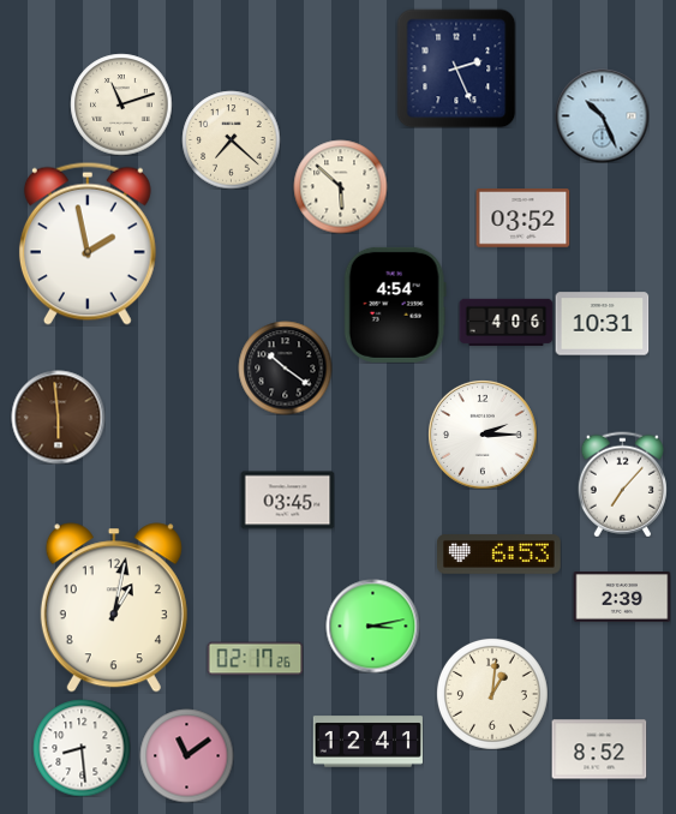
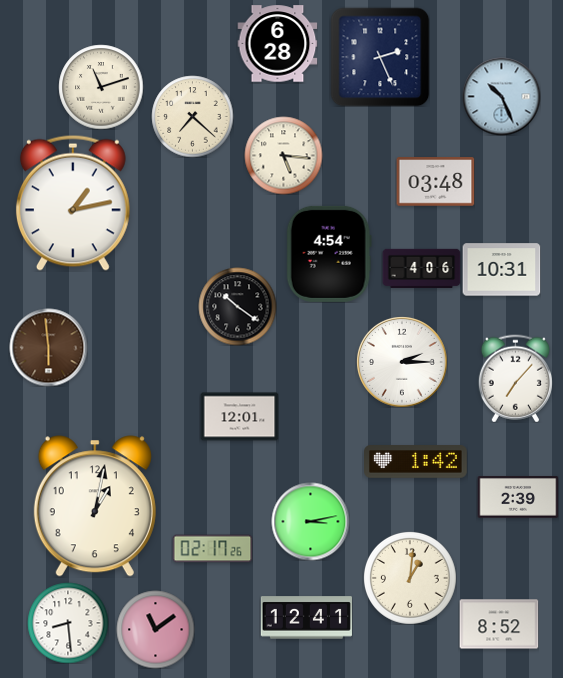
clock at (277, 44): none -> 6:28
clock at (340, 186): 5:52 -> 5:16
clock at (522, 219): 03:52 -> 03:48
clock at (88, 244): 1:58 -> 1:13
clock at (622, 484) position: (622, 484) -> (515, 378)
clock at (287, 501): 03:45 -> 12:01
clock at (499, 555): 6:53 -> 1:42
